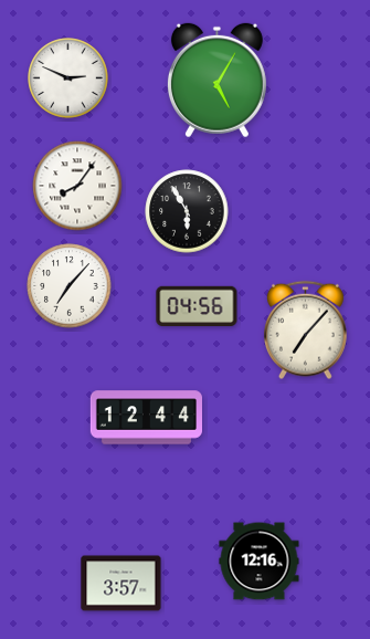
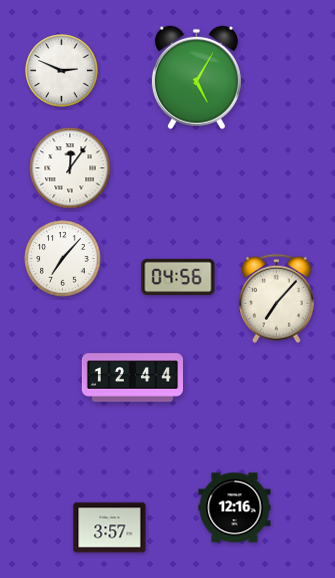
clock at (216, 81) position: (216, 81) -> (196, 78)
clock at (77, 186): 8:06 -> 12:06
clock at (187, 211): 5:55 -> none
